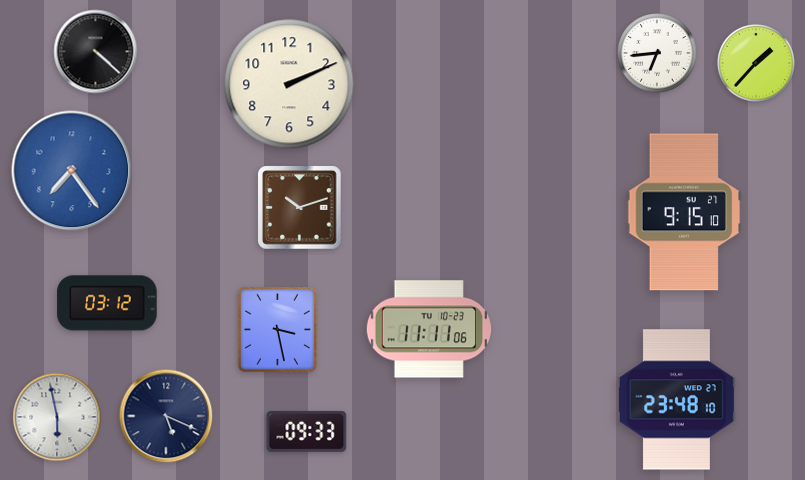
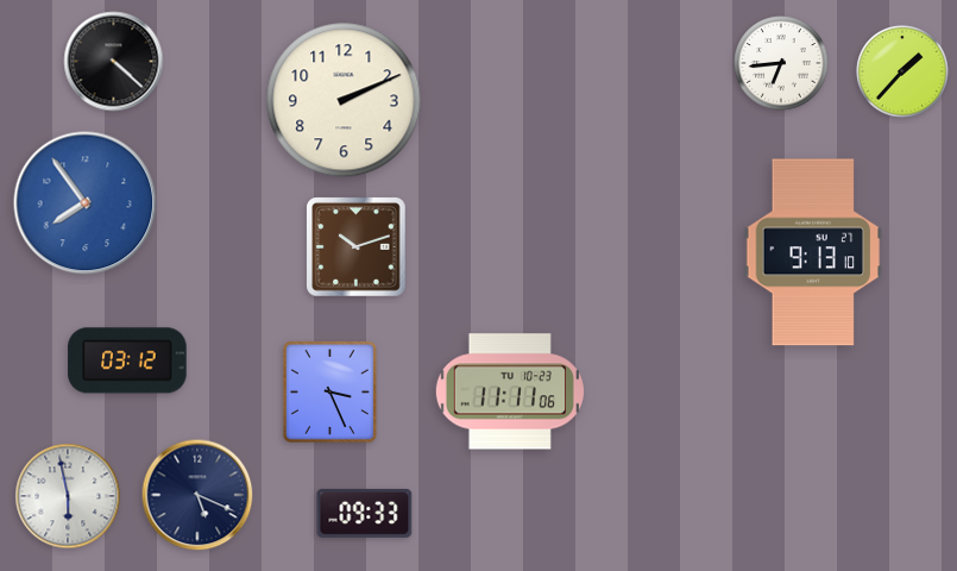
clock at (756, 63) position: (756, 63) -> (902, 71)
clock at (72, 171): 7:24 -> 7:54
clock at (684, 212): 9:15 -> 9:13
clock at (277, 329): 3:28 -> 3:26
clock at (676, 400): 23:48 -> none
